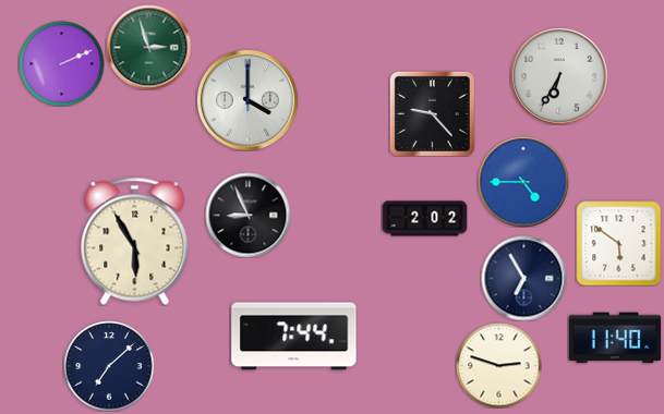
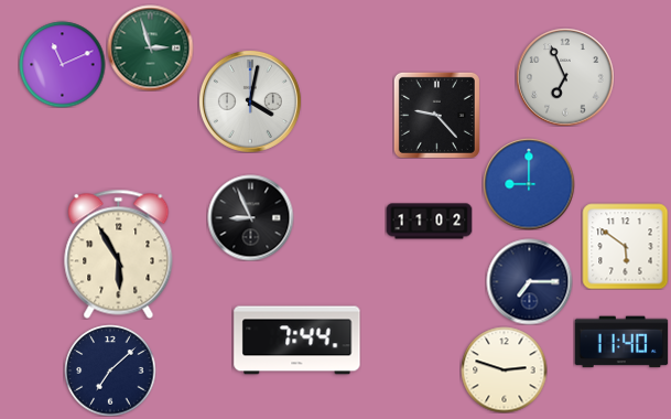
clock at (61, 63): 2:11 -> 11:11
clock at (559, 76): 6:35 -> 6:56
clock at (248, 100): 4:00 -> 4:02
clock at (523, 182): 4:45 -> 9:00
clock at (424, 219): 2:02 -> 11:02
clock at (135, 241) position: (135, 241) -> (119, 254)
clock at (523, 278): 6:55 -> 7:15
